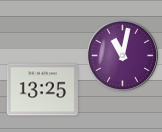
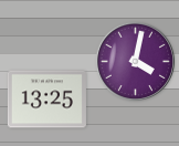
clock at (122, 55): 11:02 -> 4:02
